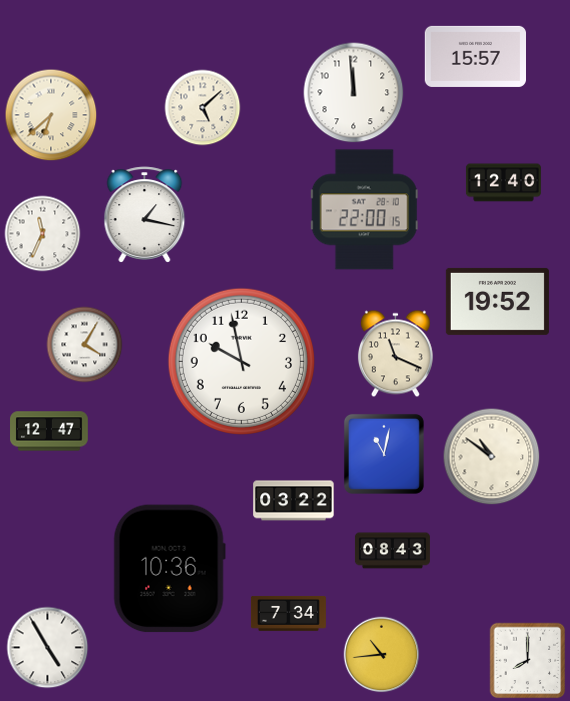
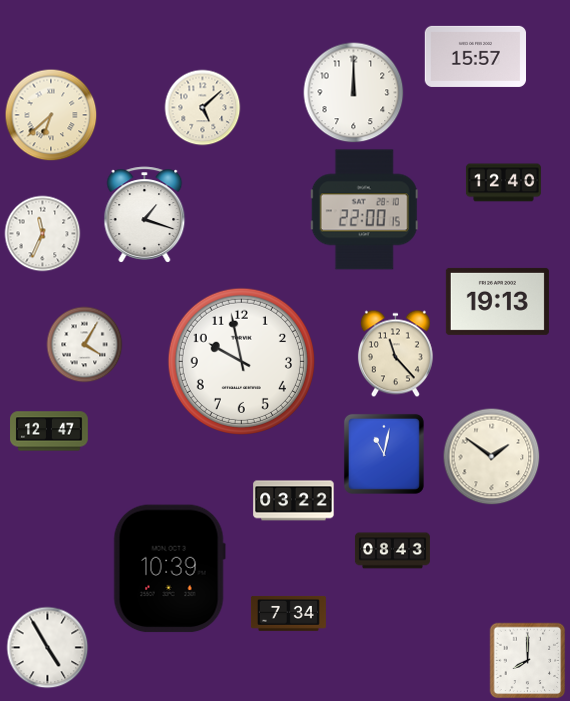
clock at (354, 93): 11:59 -> 12:00
clock at (145, 215): 1:17 -> 1:18
clock at (497, 301): 19:52 -> 19:13
clock at (395, 354): 11:19 -> 11:23
clock at (492, 457): 10:51 -> 1:51
clock at (169, 569): 10:36 -> 10:39
clock at (382, 655): 10:44 -> none
